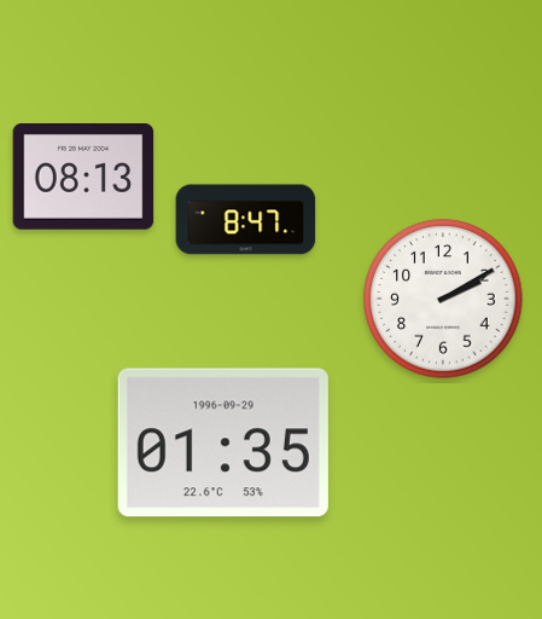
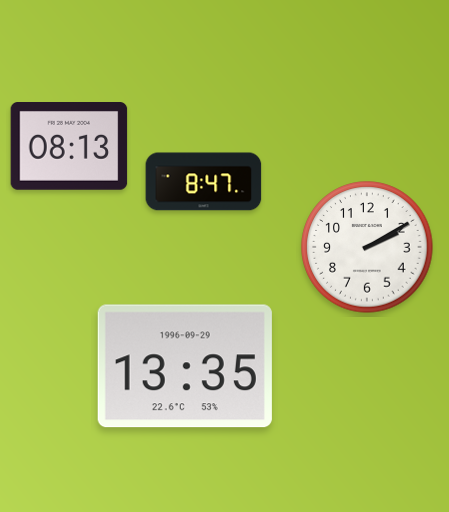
clock at (223, 442): 01:35 -> 13:35
